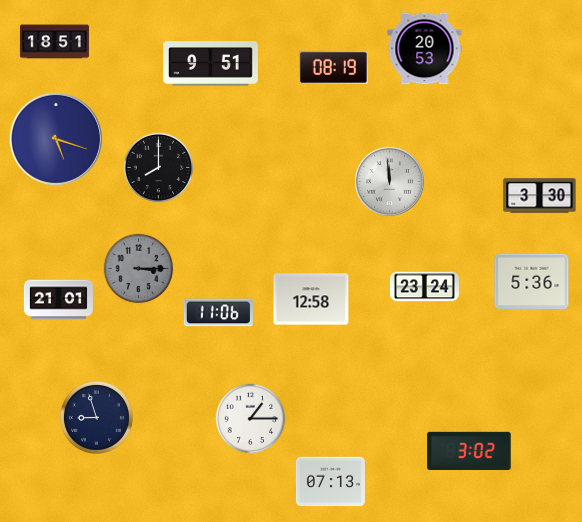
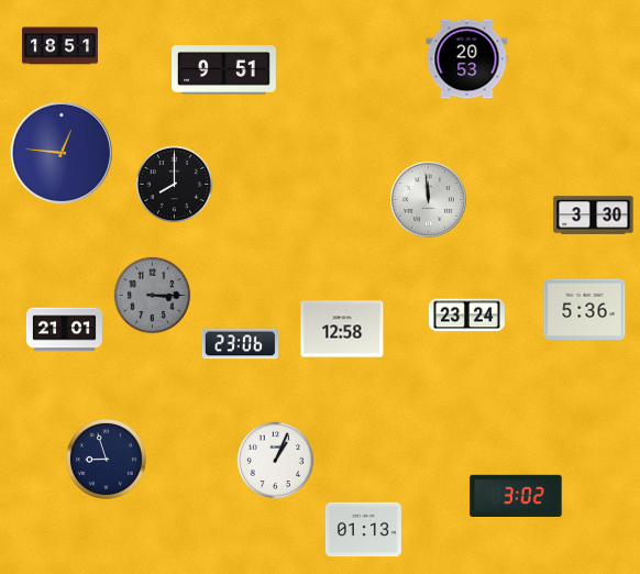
clock at (425, 49) position: (425, 49) -> (467, 59)
clock at (211, 64) position: (211, 64) -> (224, 70)
clock at (333, 67): 08:19 -> none
clock at (56, 139): 5:18 -> 12:46
clock at (218, 313): 11:06 -> 23:06
clock at (251, 419): 1:15 -> 1:04
clock at (330, 482): 07:13 -> 01:13
